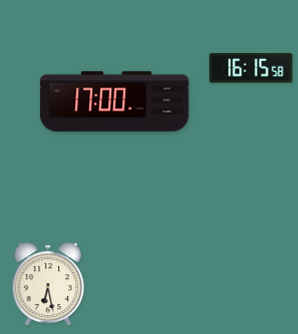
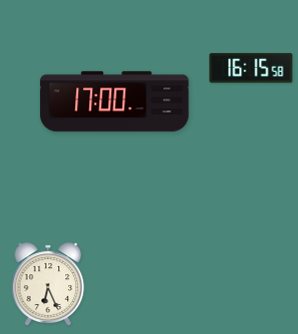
clock at (48, 284): 6:28 -> 6:26
